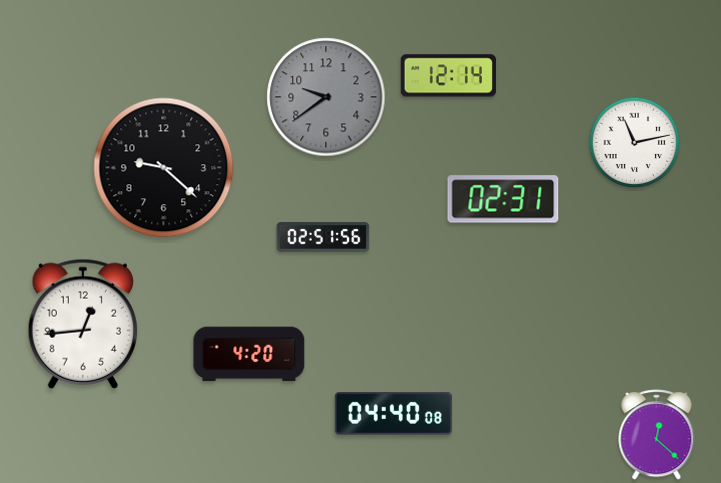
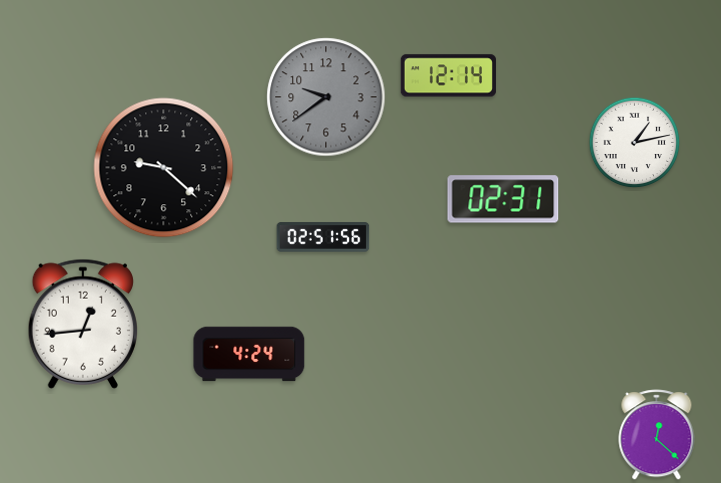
clock at (635, 143): 11:13 -> 1:13
clock at (249, 354): 4:20 -> 4:24
clock at (393, 414): 04:40 -> none
